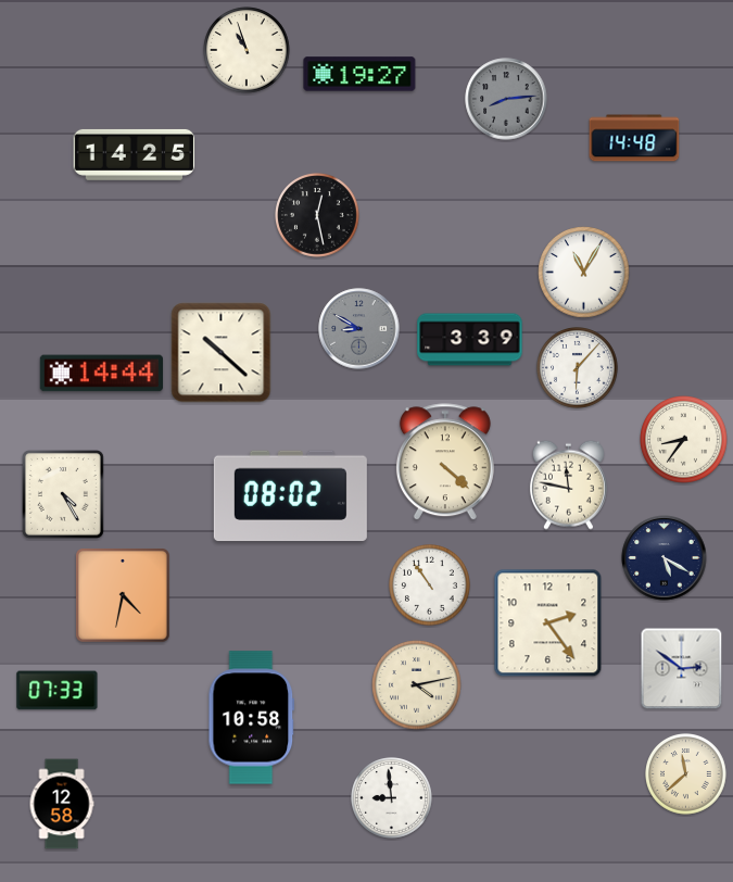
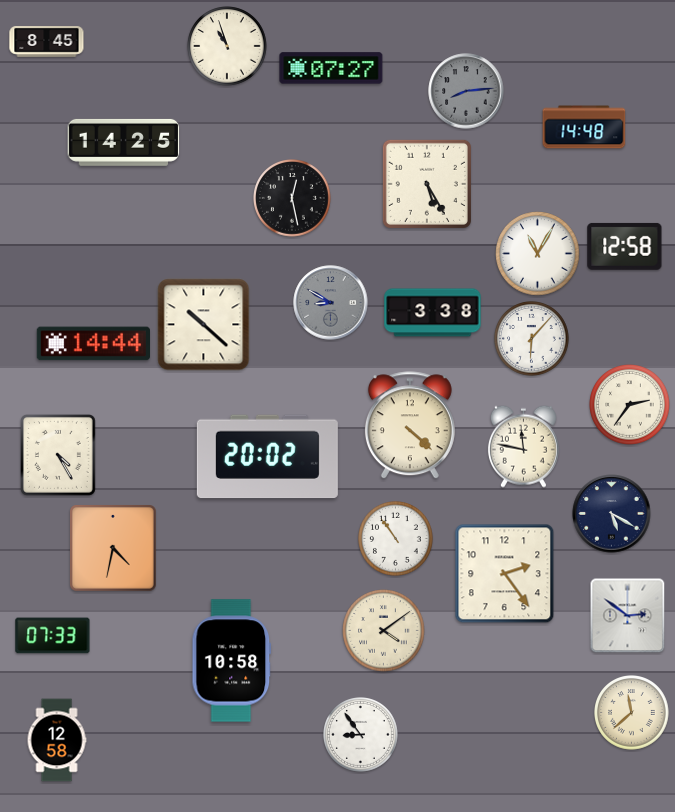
clock at (47, 42): none -> 8:45
clock at (359, 74): 19:27 -> 07:27
clock at (427, 184): none -> 5:25
clock at (625, 246): none -> 12:58
clock at (584, 273) position: (584, 273) -> (538, 254)
clock at (470, 340): 3:39 -> 3:38
clock at (684, 440): 8:36 -> 2:36
clock at (290, 496): 08:02 -> 20:02
clock at (417, 685): 4:13 -> 4:09
clock at (392, 798): 8:59 -> 8:54
